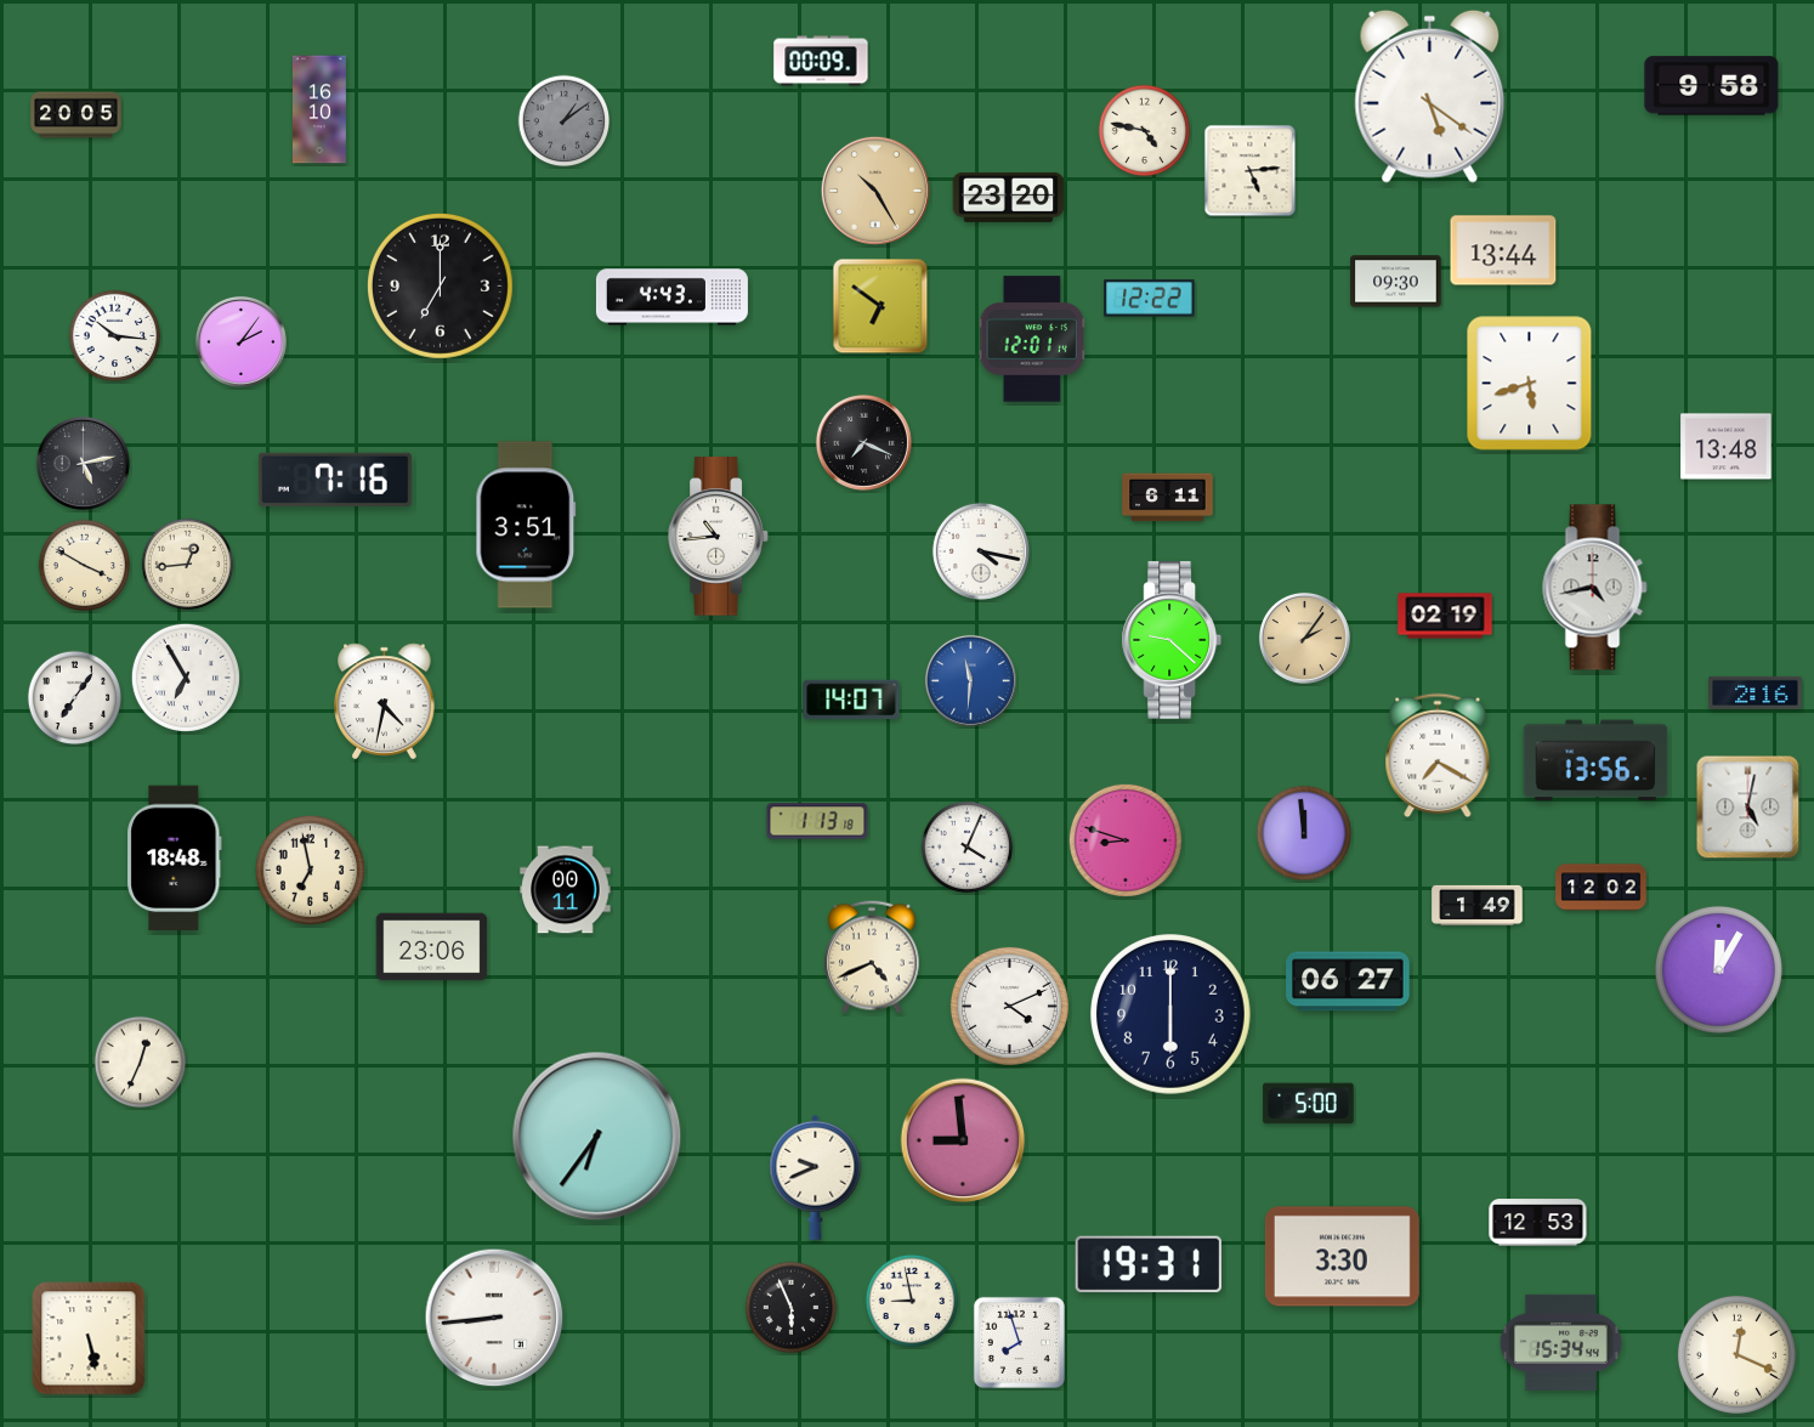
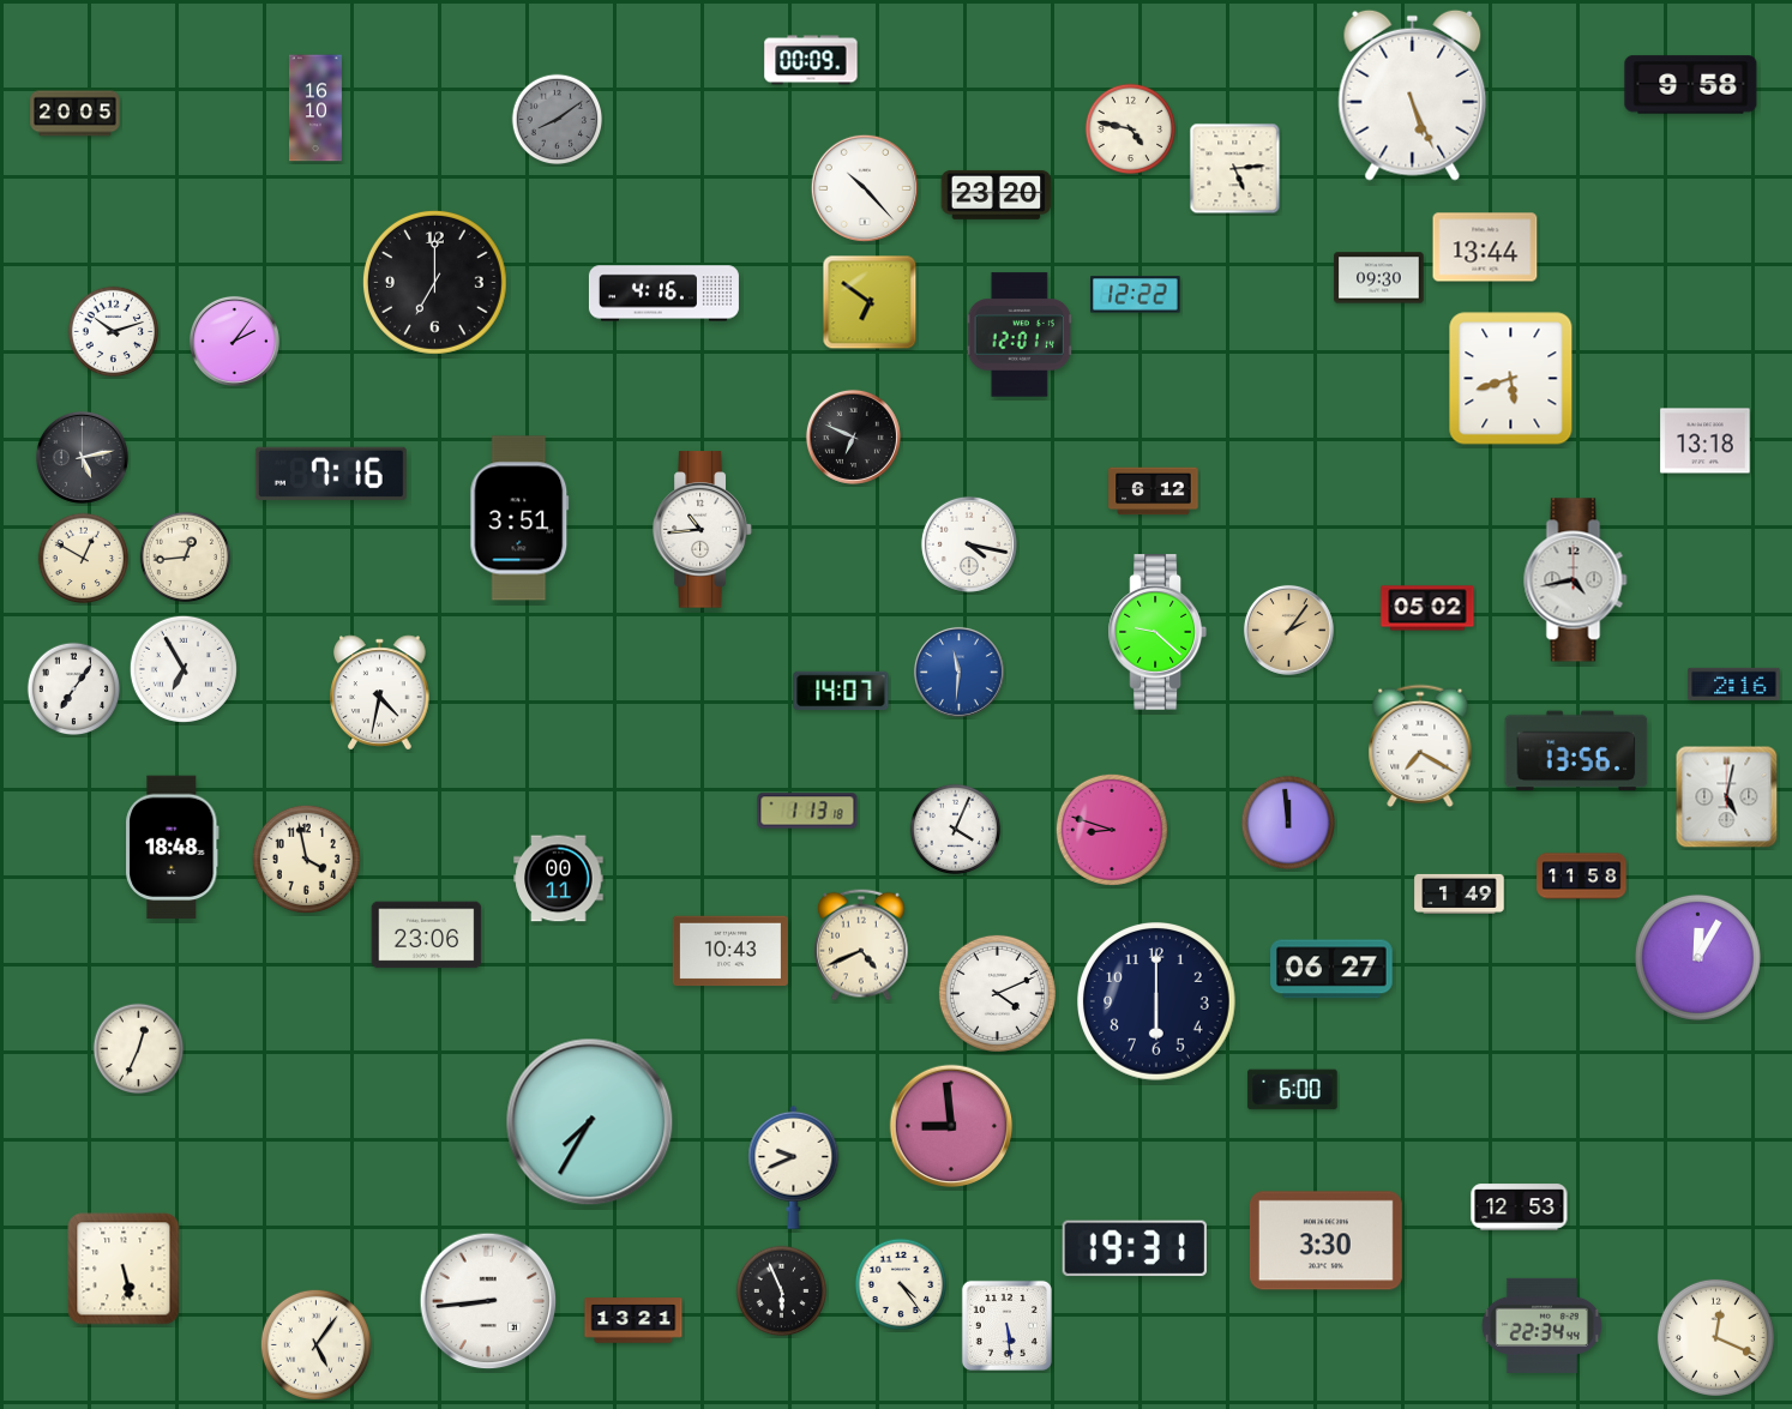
clock at (1430, 96): 5:21 -> 5:26
clock at (565, 121): 1:09 -> 8:09
clock at (875, 191): 10:25 -> 10:23
clock at (875, 191) dial: champagne -> white
clock at (671, 298): 4:43 -> 4:16
clock at (115, 336): 10:16 -> 10:12
clock at (240, 341) position: (240, 341) -> (234, 341)
clock at (863, 442): 7:19 -> 6:49
clock at (1727, 447): 13:48 -> 13:18
clock at (1168, 498): 6:11 -> 6:12
clock at (719, 537) position: (719, 537) -> (703, 530)
clock at (85, 566): 3:50 -> 12:50
clock at (1445, 616): 02:19 -> 05:02
clock at (968, 848) position: (968, 848) -> (956, 830)
clock at (310, 870): 6:58 -> 3:58
clock at (1602, 888): 12:02 -> 11:58
clock at (730, 951): none -> 10:43
clock at (1309, 1104): 5:00 -> 6:00
clock at (597, 1137): 6:36 -> 7:35
clock at (816, 1177) position: (816, 1177) -> (794, 1167)
clock at (912, 1301): 8:58 -> 4:24
clock at (633, 1320): none -> 13:21
clock at (89, 1338) position: (89, 1338) -> (124, 1269)
clock at (1019, 1342): 7:57 -> 5:29
clock at (1560, 1342): 15:34 -> 22:34
clock at (315, 1344): none -> 5:06
